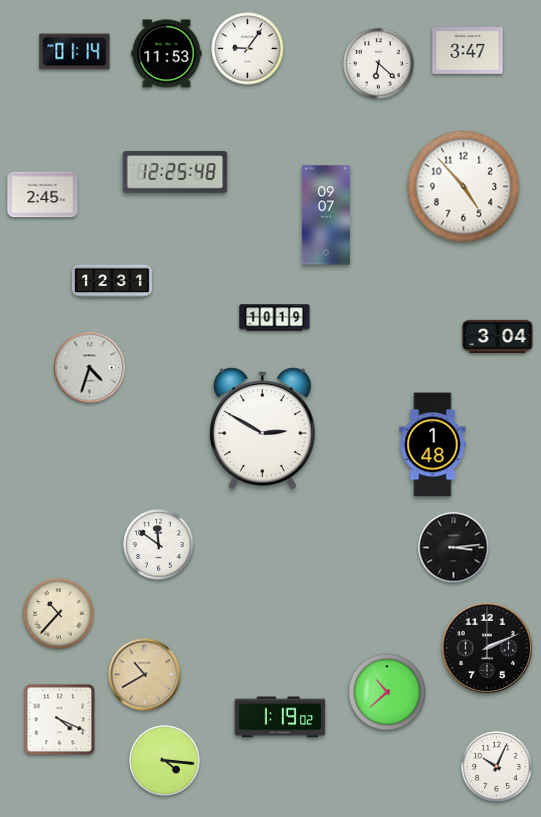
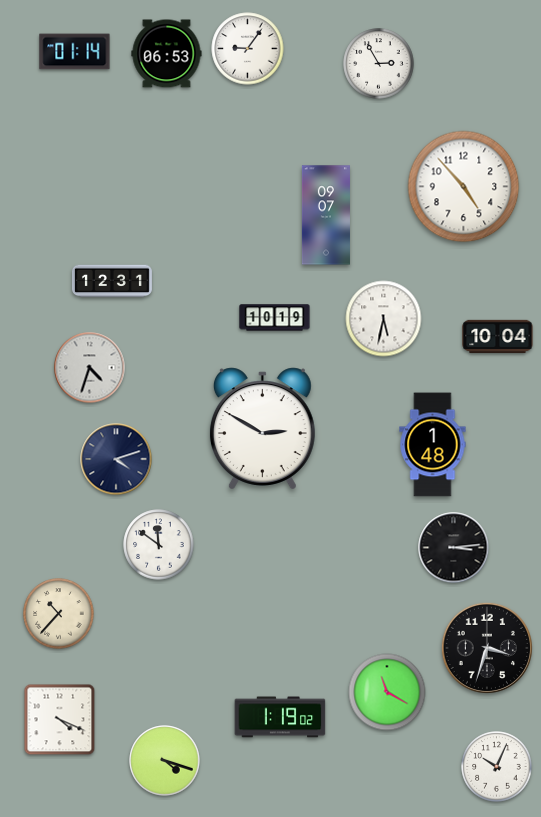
clock at (468, 51): 3:47 -> none
clock at (167, 54): 11:53 -> 06:53
clock at (379, 64): 6:22 -> 2:55
clock at (175, 172): 12:25 -> none
clock at (43, 195): 2:45 -> none
clock at (384, 319): none -> 5:32
clock at (498, 337): 3:04 -> 10:04
clock at (116, 459): none -> 4:12
clock at (487, 648): 2:11 -> 3:33
clock at (145, 675): 10:40 -> none
clock at (387, 692): 10:38 -> 11:20
clock at (165, 761): 4:16 -> 4:18
